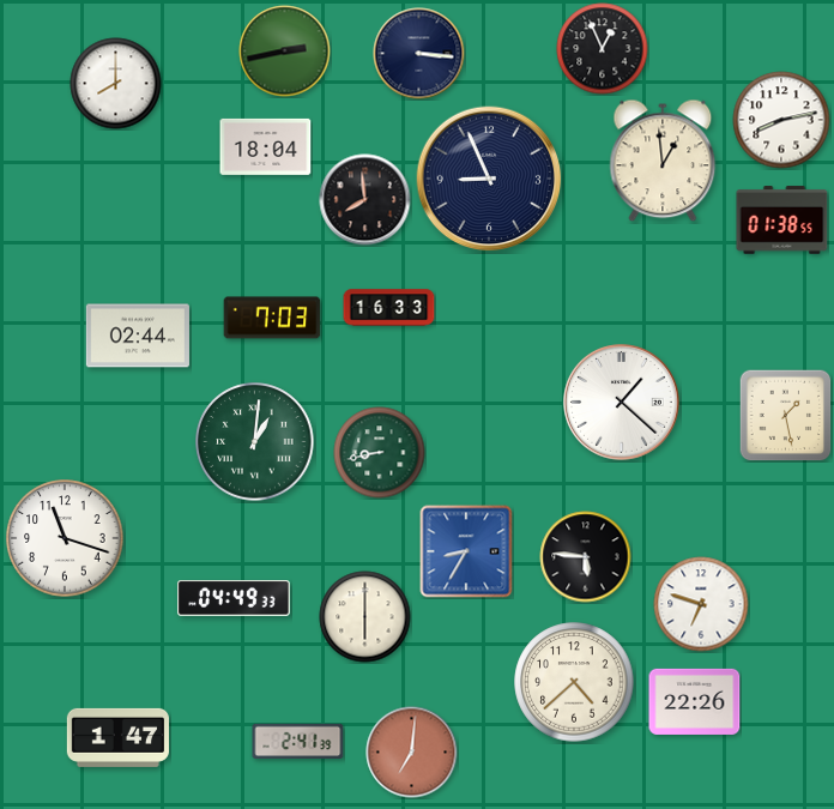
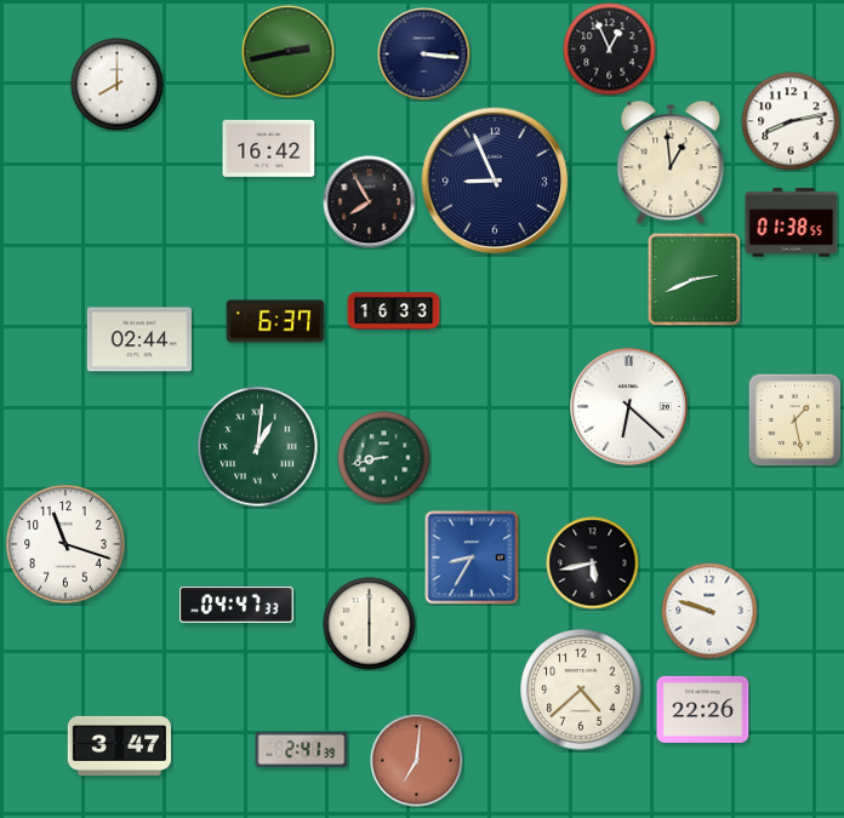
clock at (266, 146): 18:04 -> 16:42
clock at (365, 200): 7:59 -> 7:55
clock at (694, 279): none -> 2:41
clock at (272, 318): 7:03 -> 6:37
clock at (622, 403): 1:22 -> 6:22
clock at (586, 557): 5:46 -> 5:43
clock at (234, 599): 04:49 -> 04:47
clock at (701, 604): 6:48 -> 9:48
clock at (117, 737): 1:47 -> 3:47
